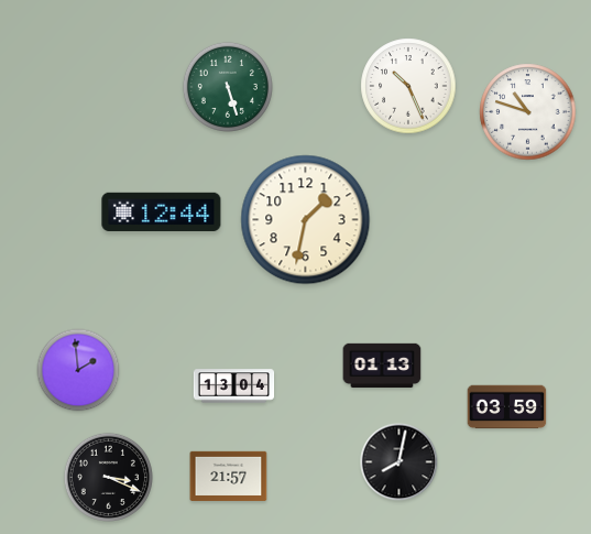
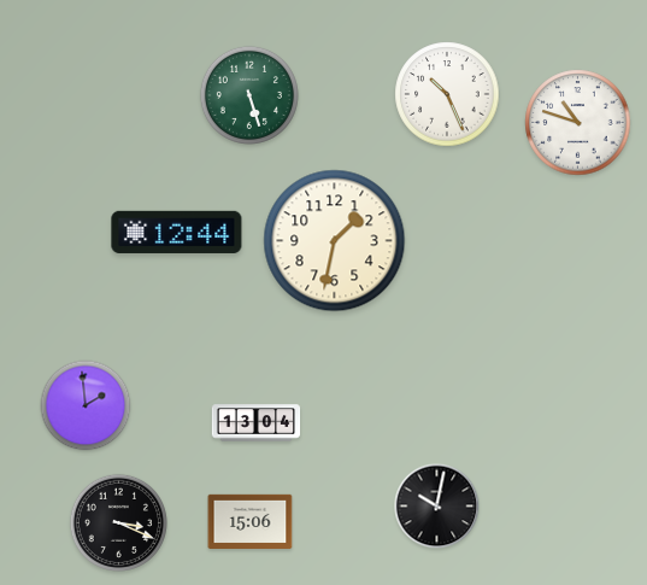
clock at (382, 366): 01:13 -> none
clock at (507, 407): 03:59 -> none
clock at (400, 462): 8:02 -> 10:02
clock at (229, 476): 21:57 -> 15:06
